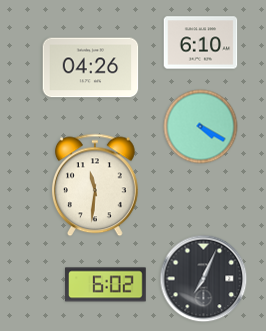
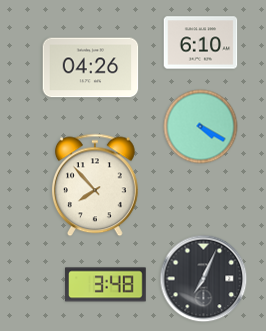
clock at (95, 185): 11:31 -> 7:53
clock at (106, 285): 6:02 -> 3:48
